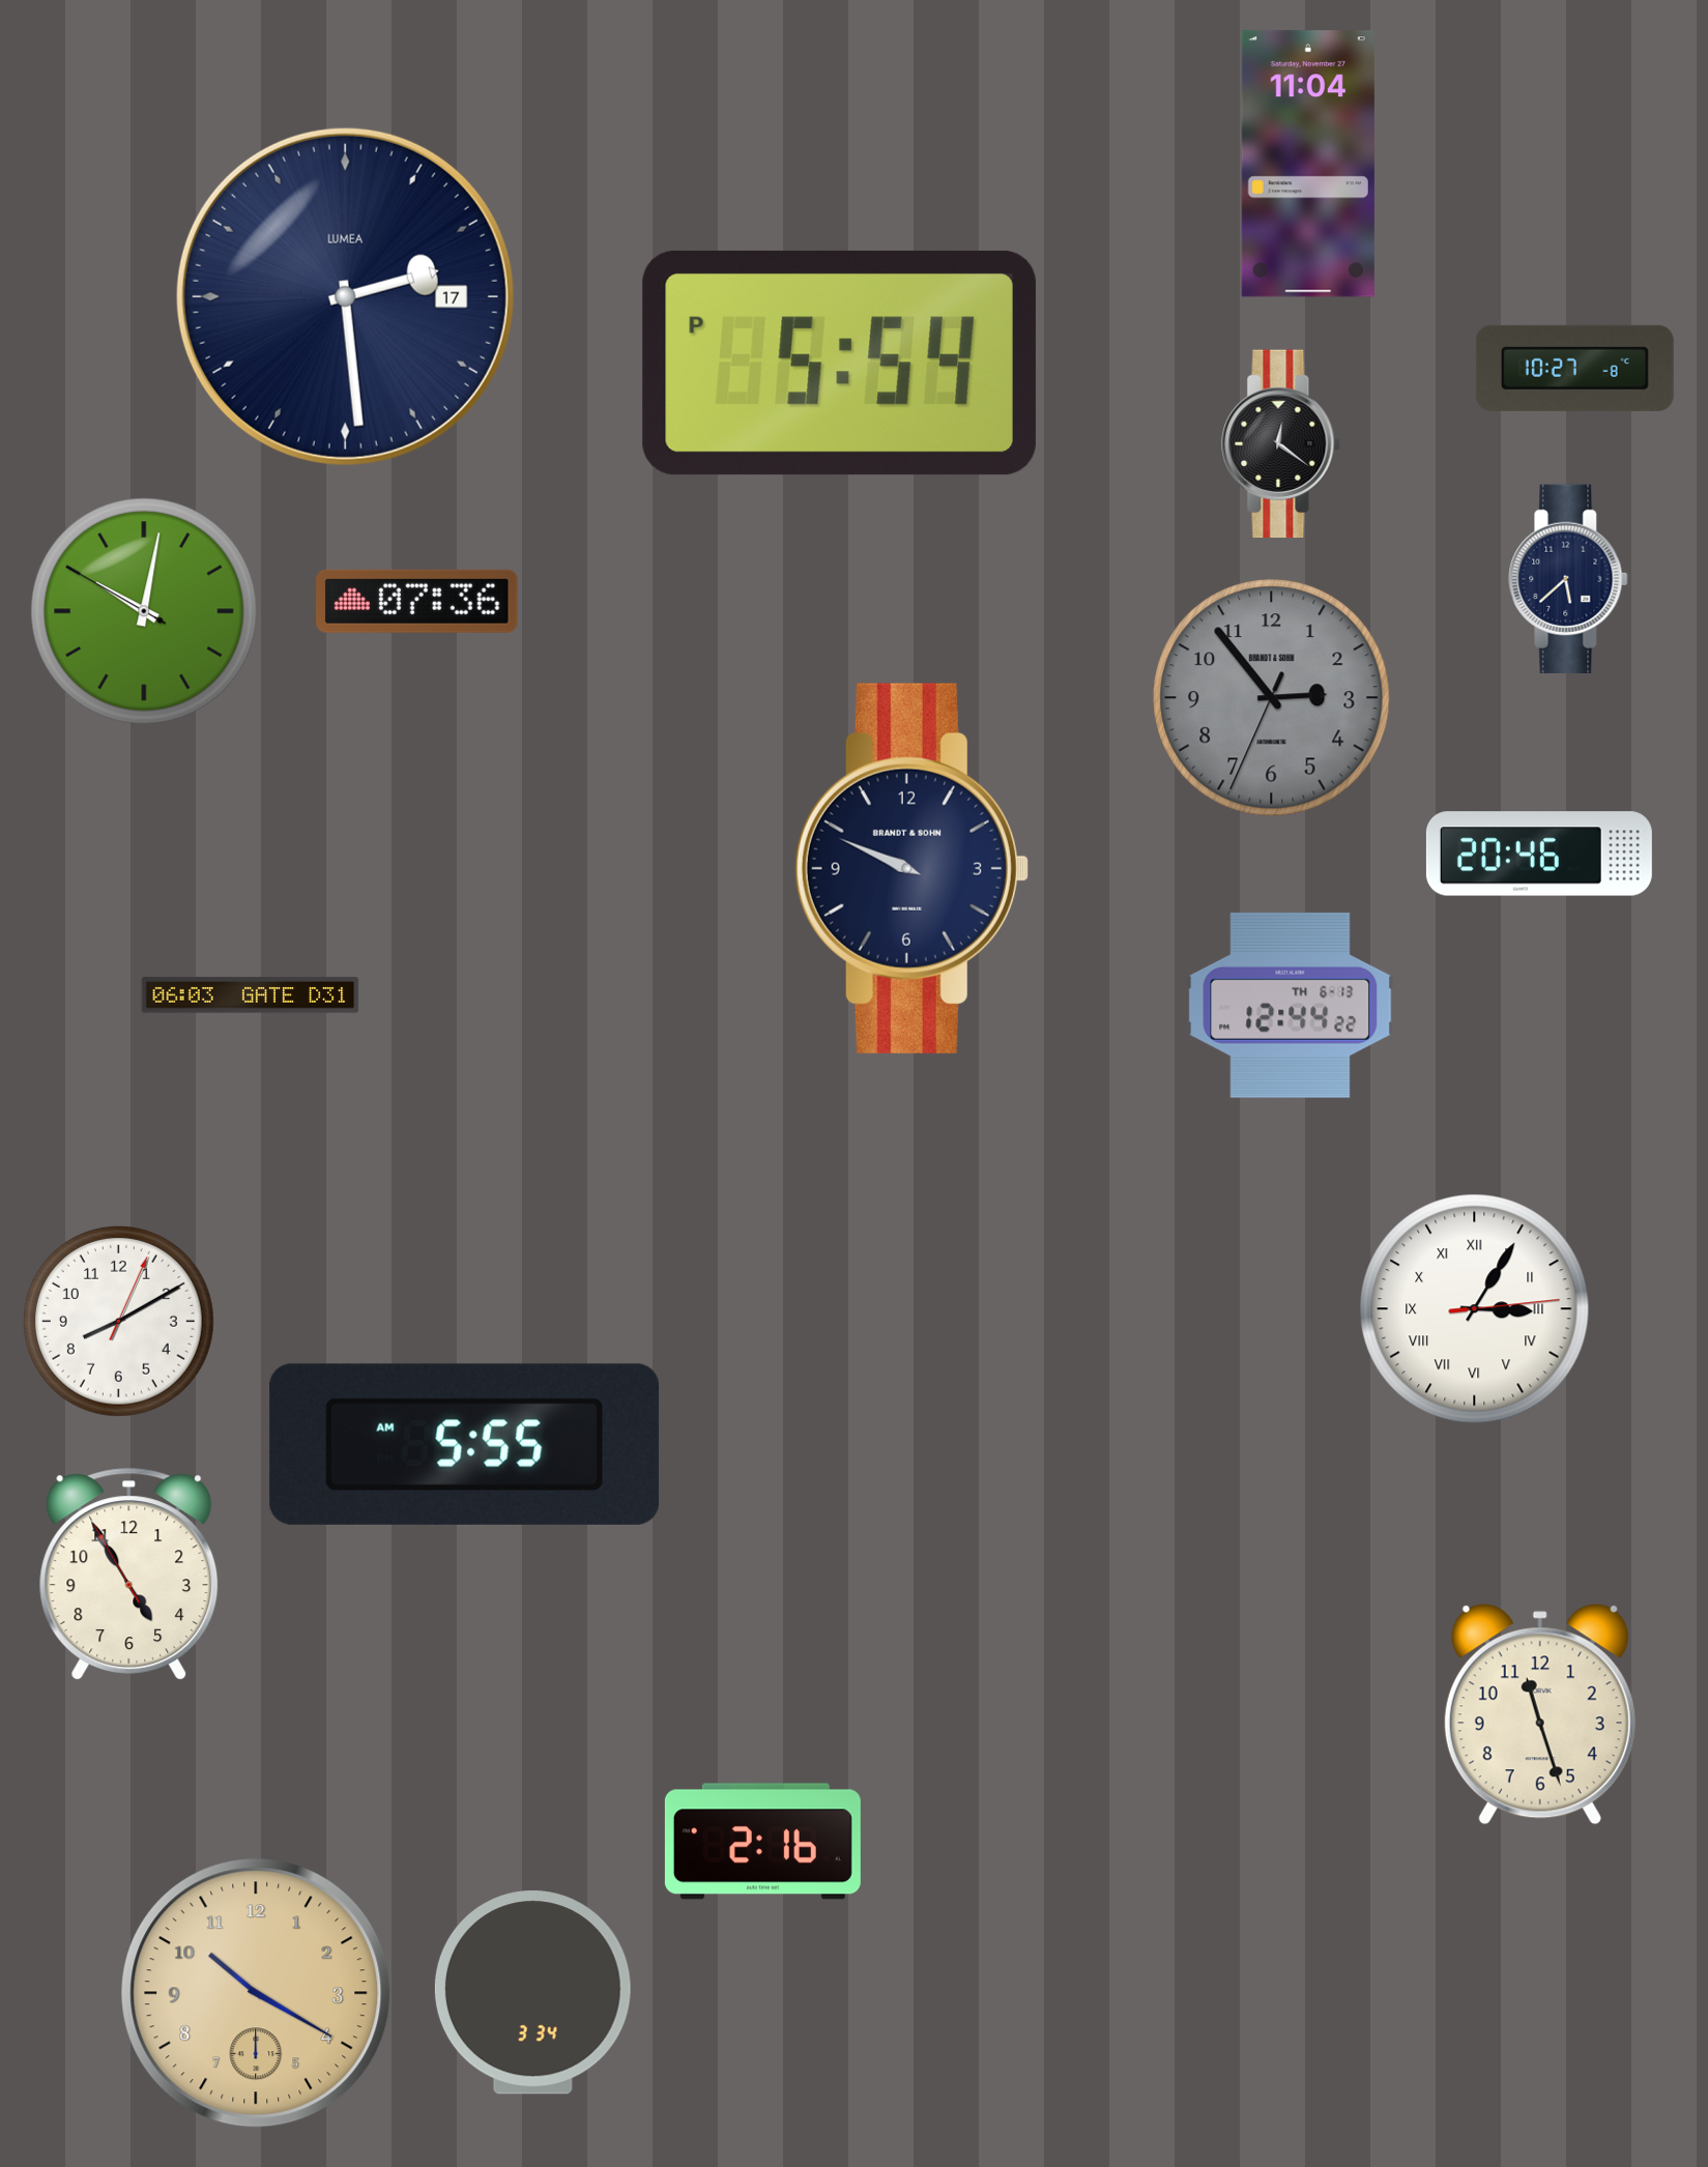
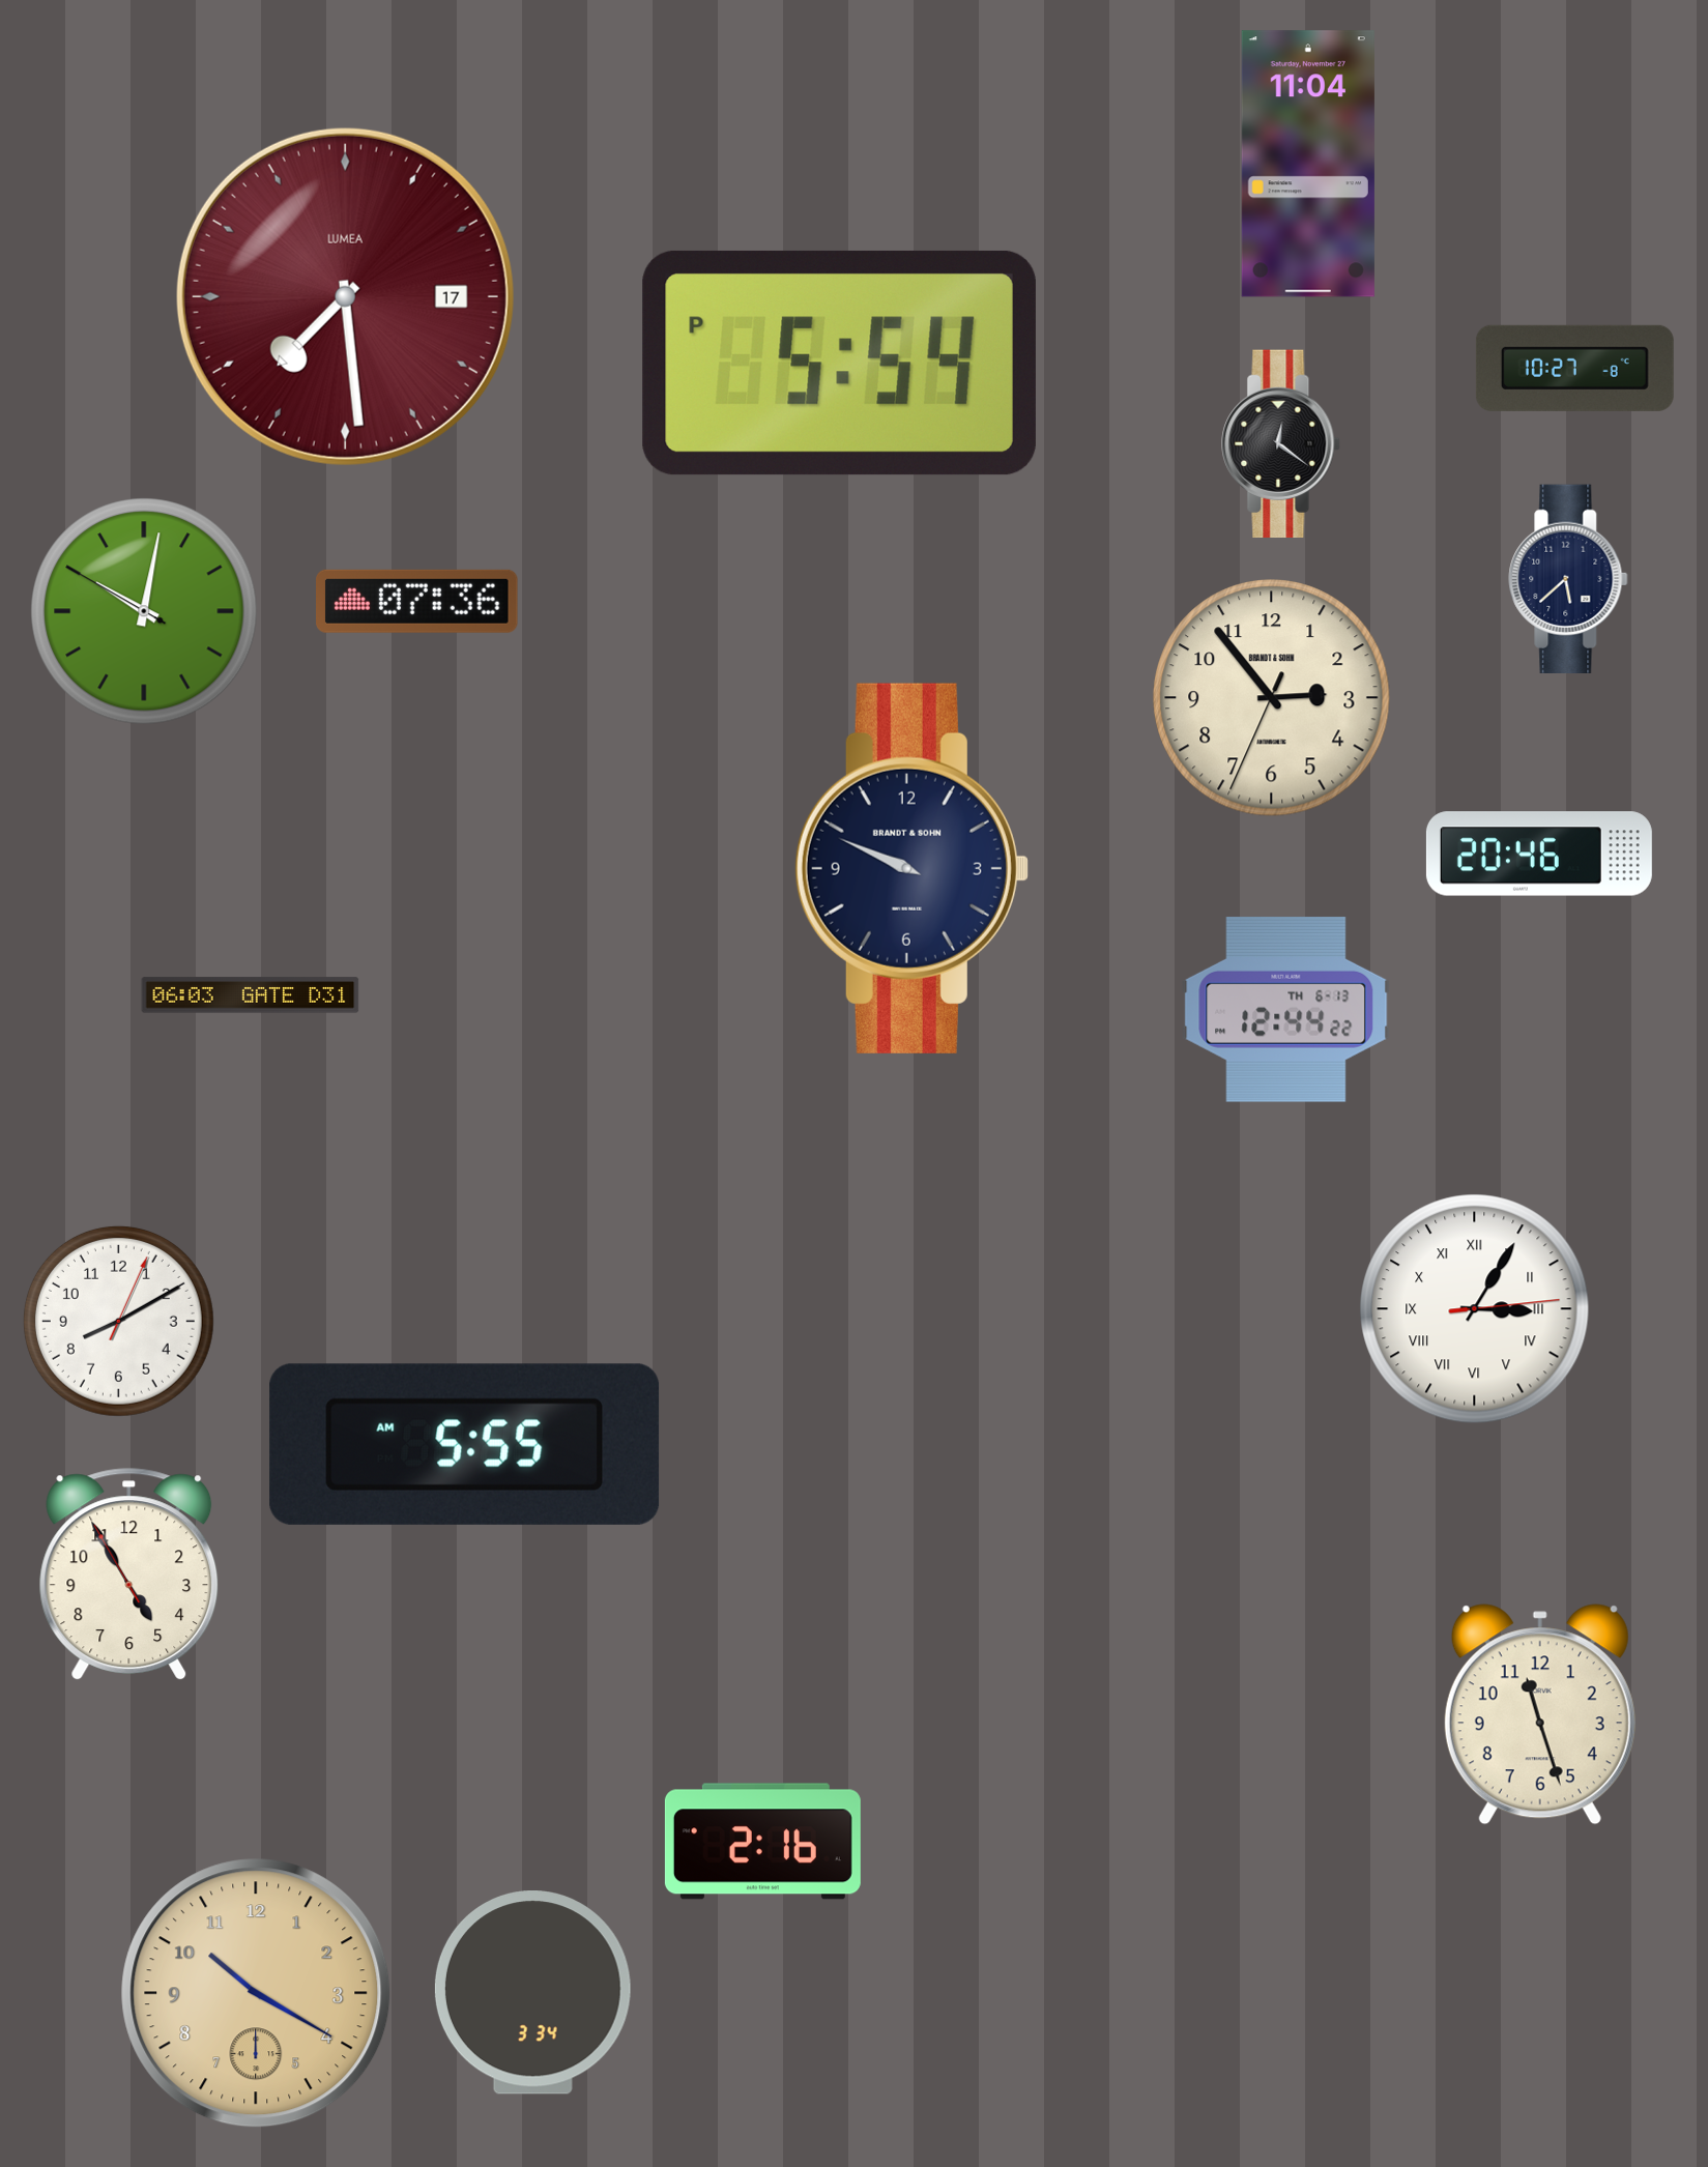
clock at (345, 296): 2:29 -> 7:29
clock at (345, 296) dial: navy -> burgundy
clock at (1272, 698) dial: grey -> cream
clock at (1291, 1005) position: (1291, 1005) -> (1286, 1009)
